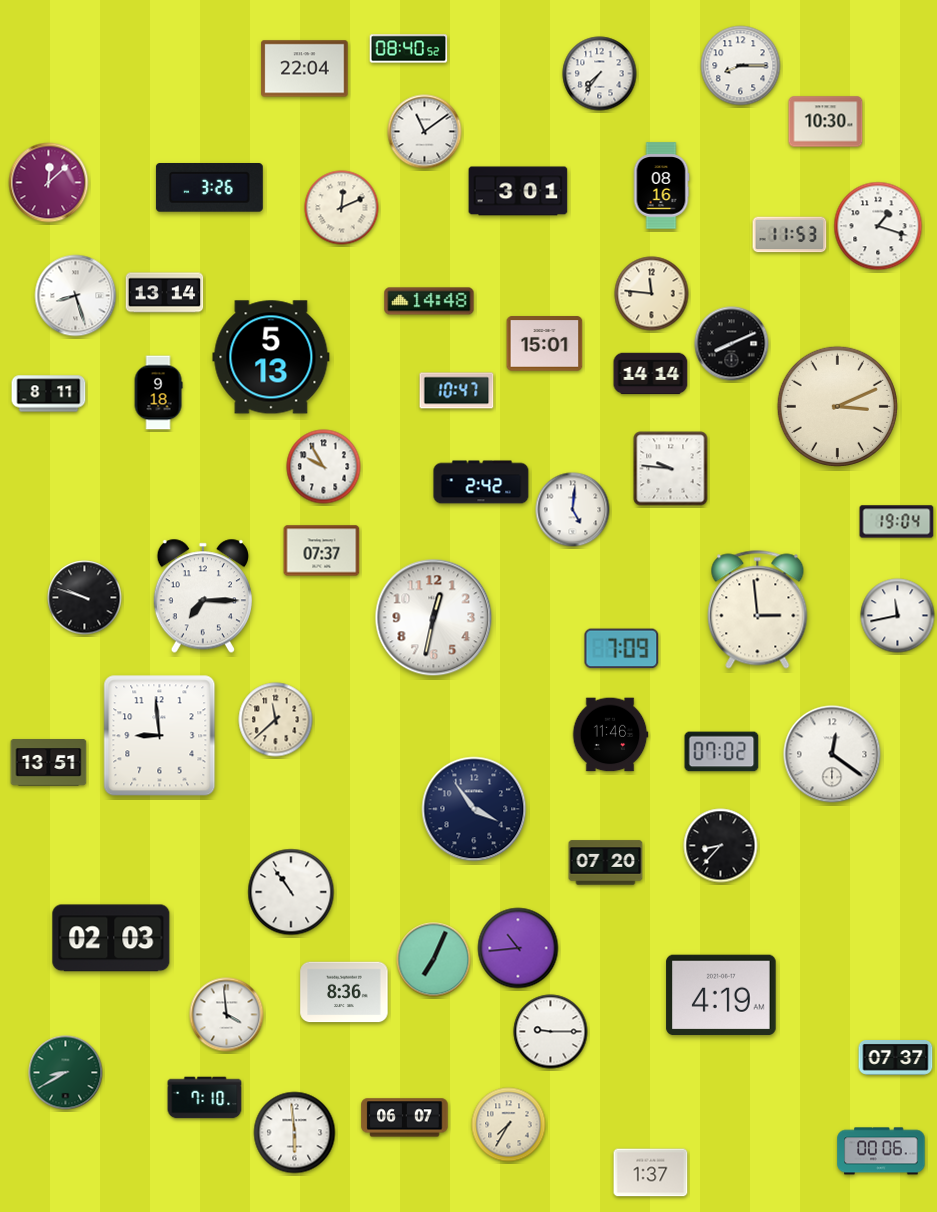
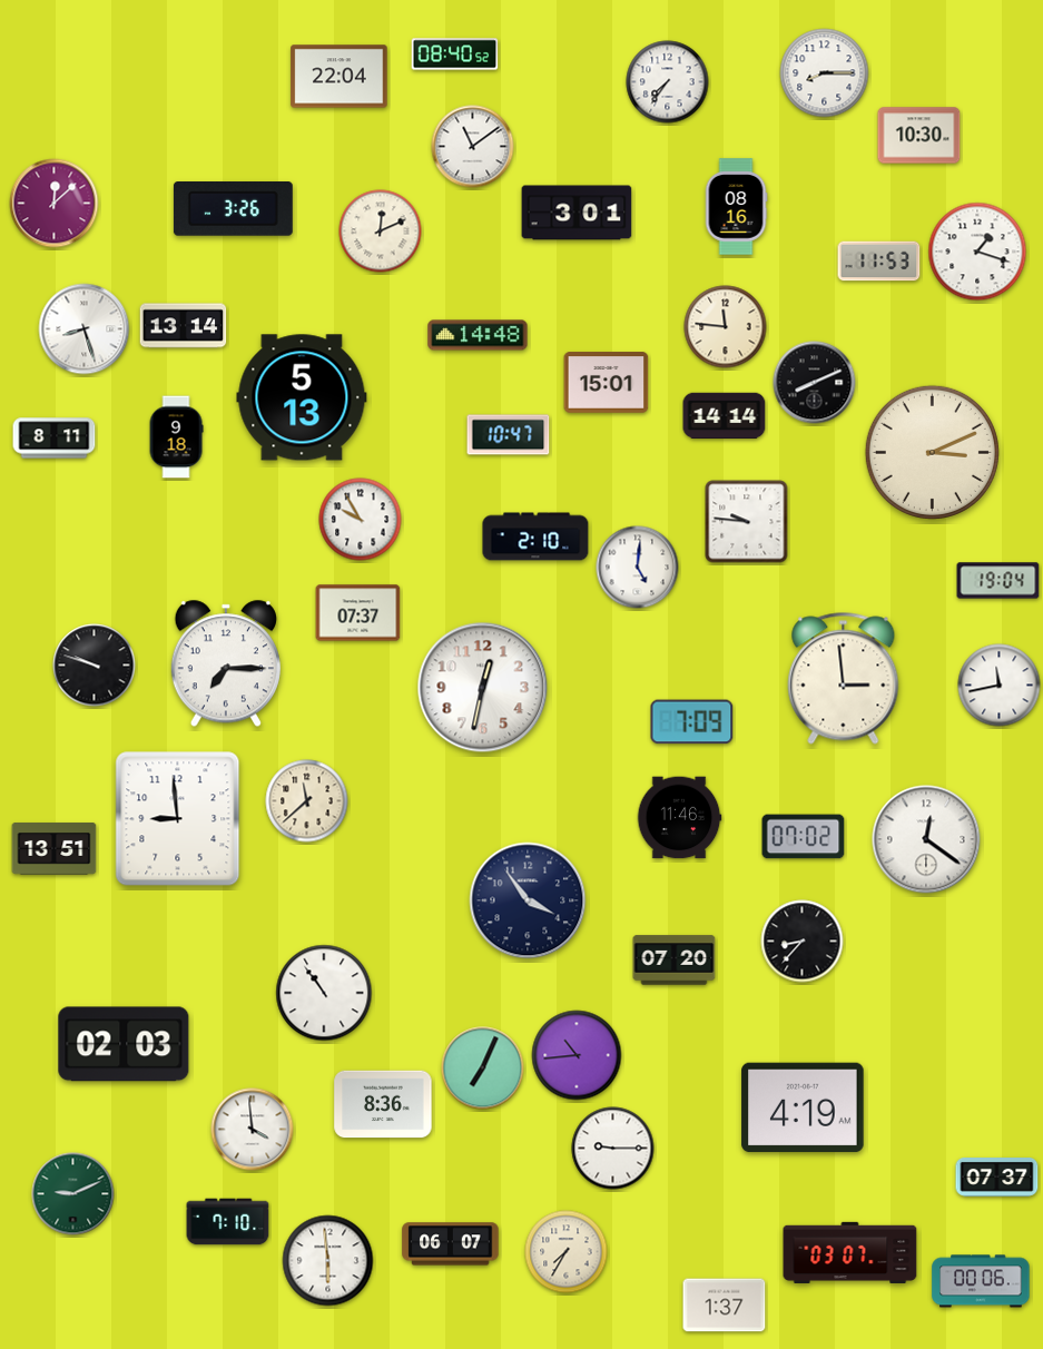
clock at (481, 482): 2:42 -> 2:10
clock at (66, 1073): 8:40 -> 9:11
clock at (850, 1252): none -> 03:07
